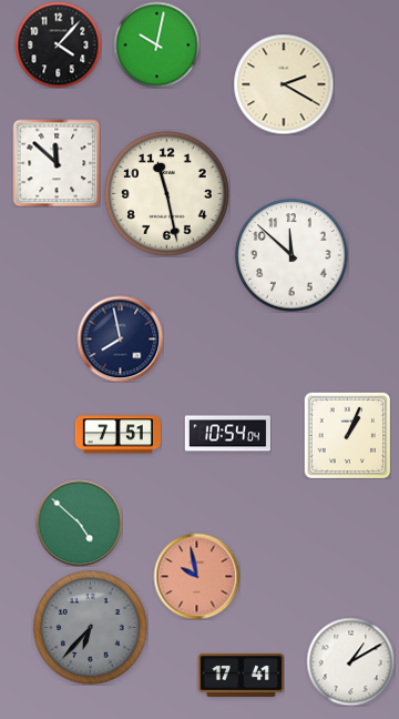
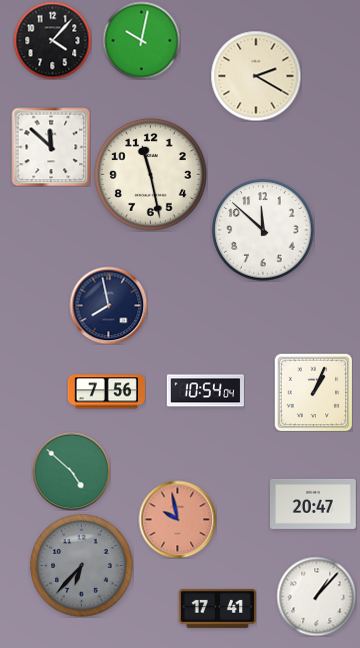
clock at (117, 435): 7:51 -> 7:56
clock at (314, 504): none -> 20:47
clock at (350, 661): 1:10 -> 1:07
